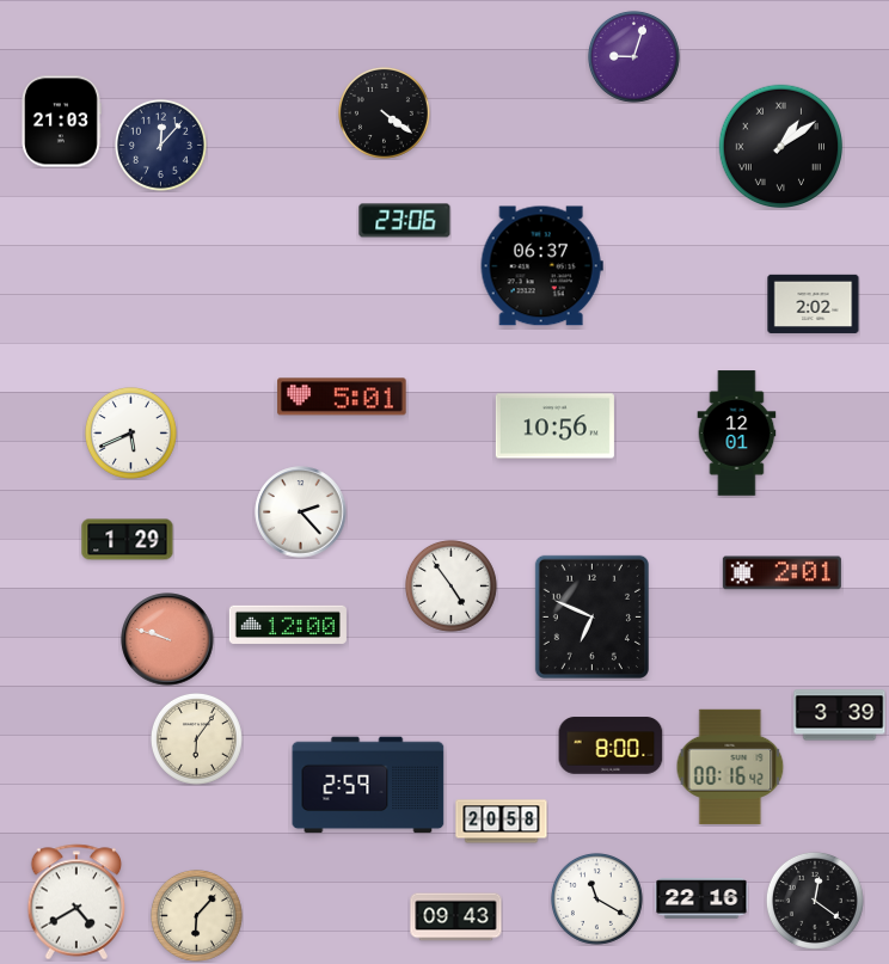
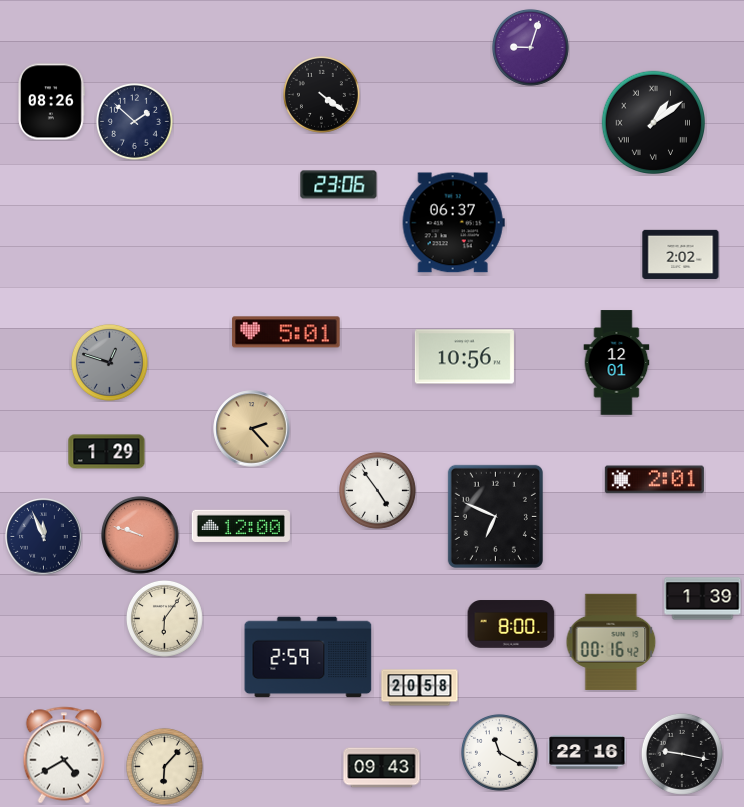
clock at (61, 122): 21:03 -> 08:26
clock at (160, 145): 12:07 -> 1:52
clock at (130, 432): 5:41 -> 12:48
clock at (130, 432) dial: white -> grey
clock at (301, 512) dial: white -> champagne
clock at (288, 625) position: (288, 625) -> (241, 526)
clock at (44, 537): none -> 11:56
clock at (840, 716): 3:39 -> 1:39
clock at (815, 901): 12:21 -> 9:17
